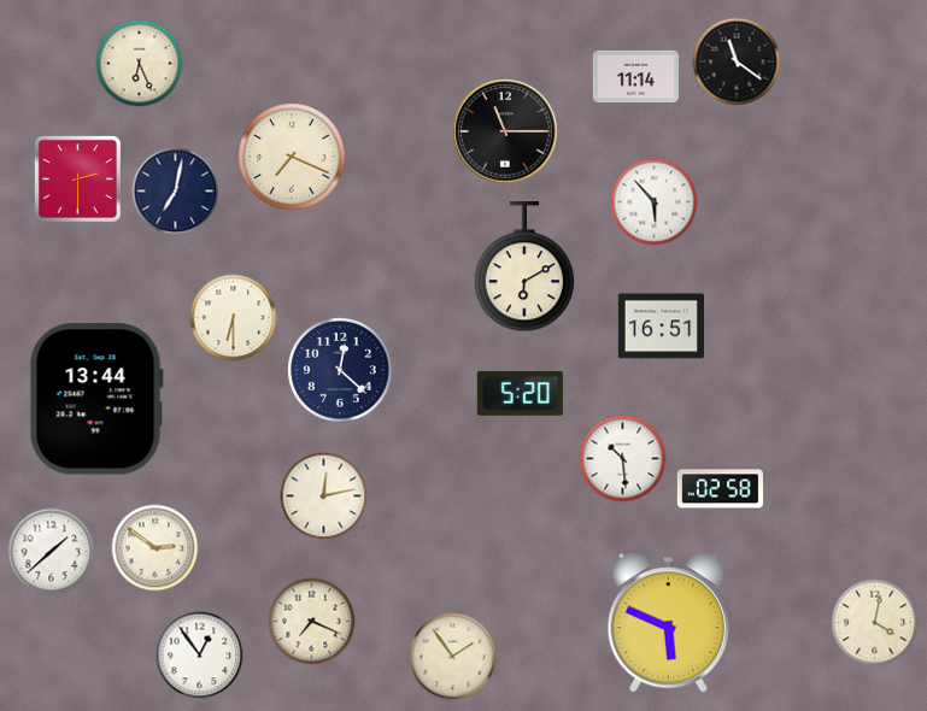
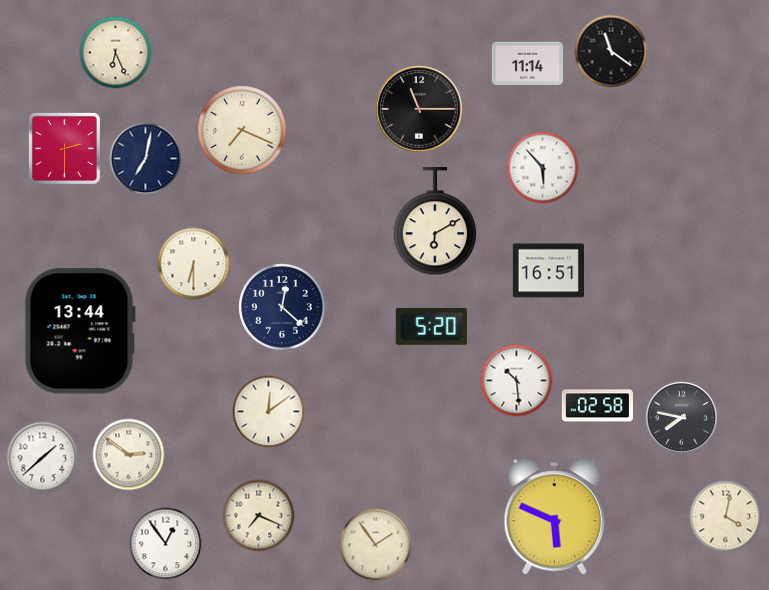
clock at (324, 496): 12:13 -> 12:09
clock at (681, 417): none -> 7:47
